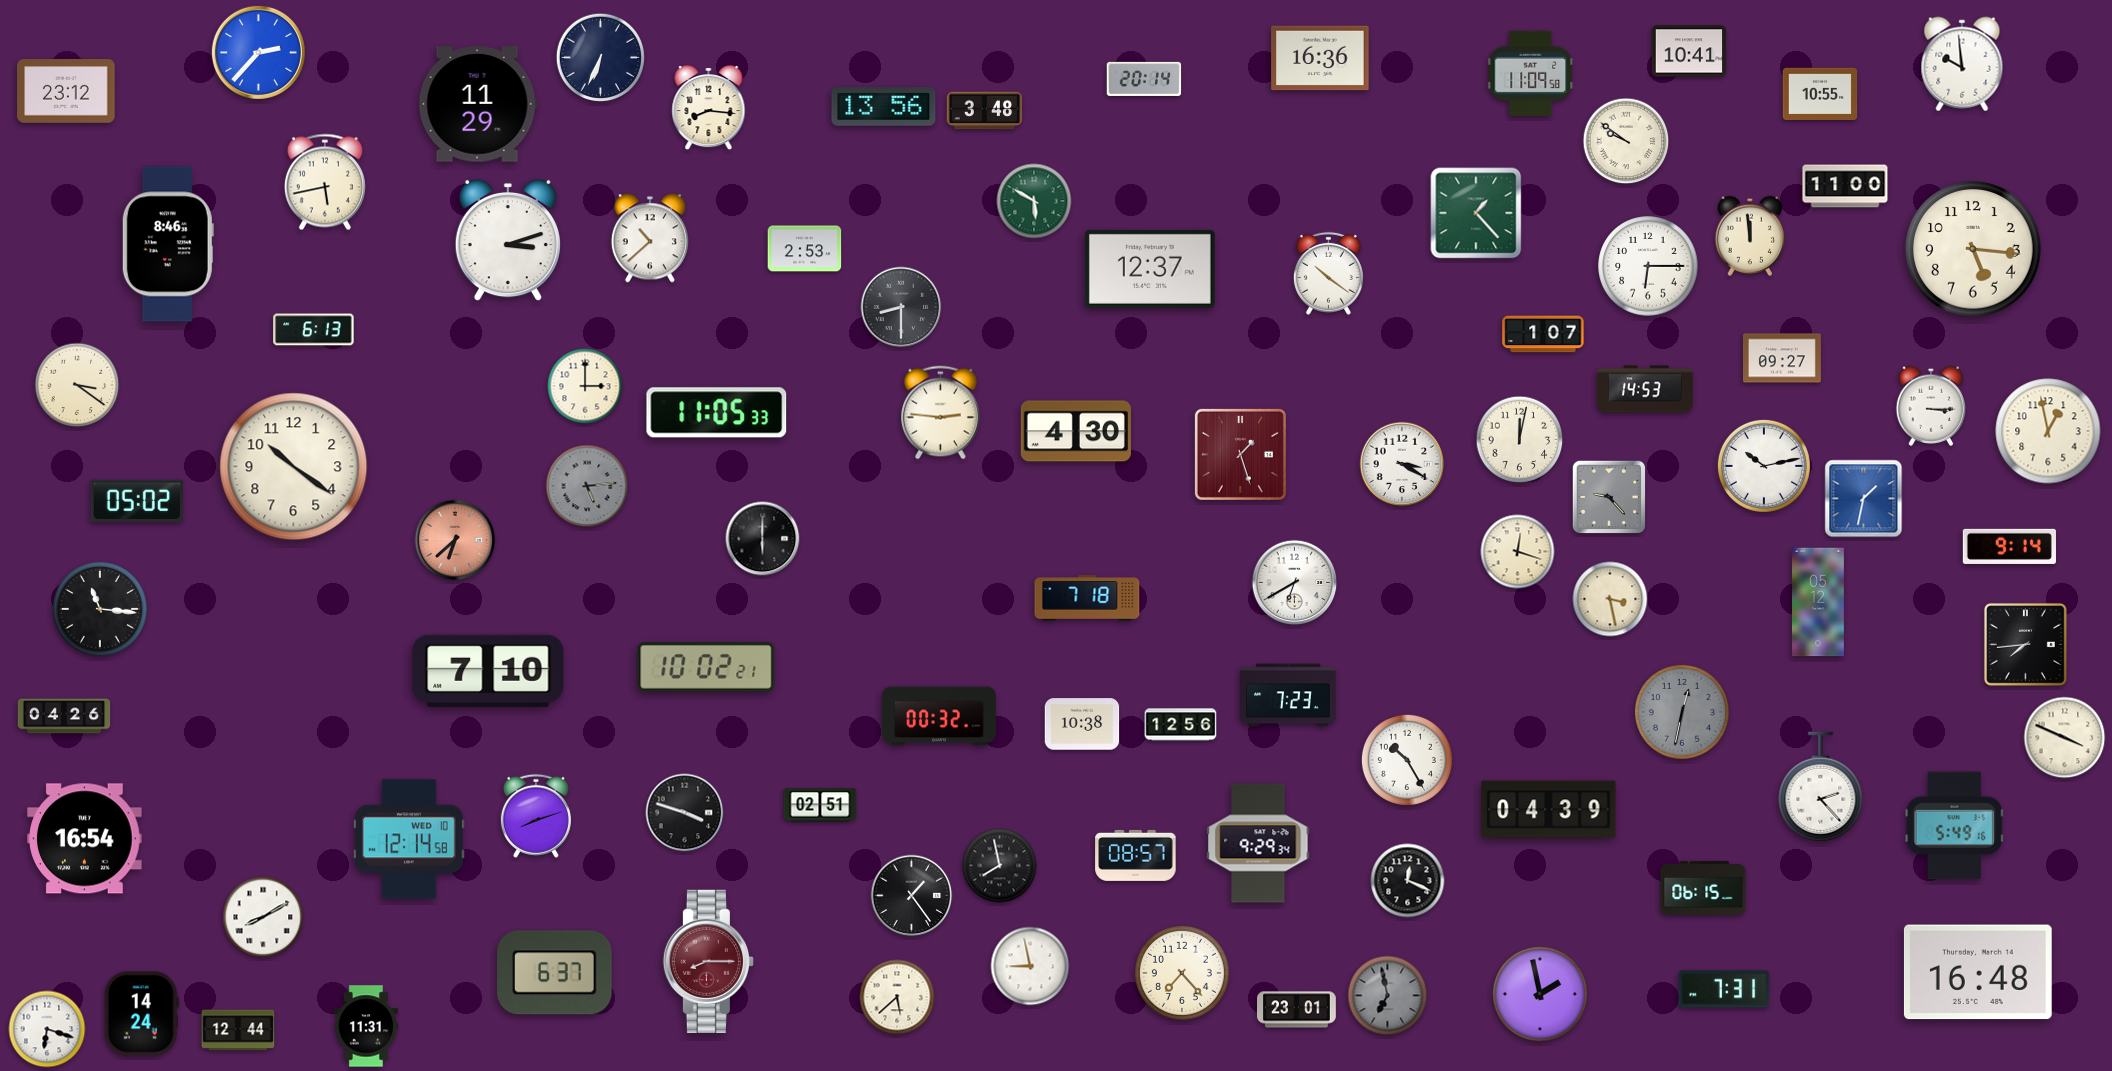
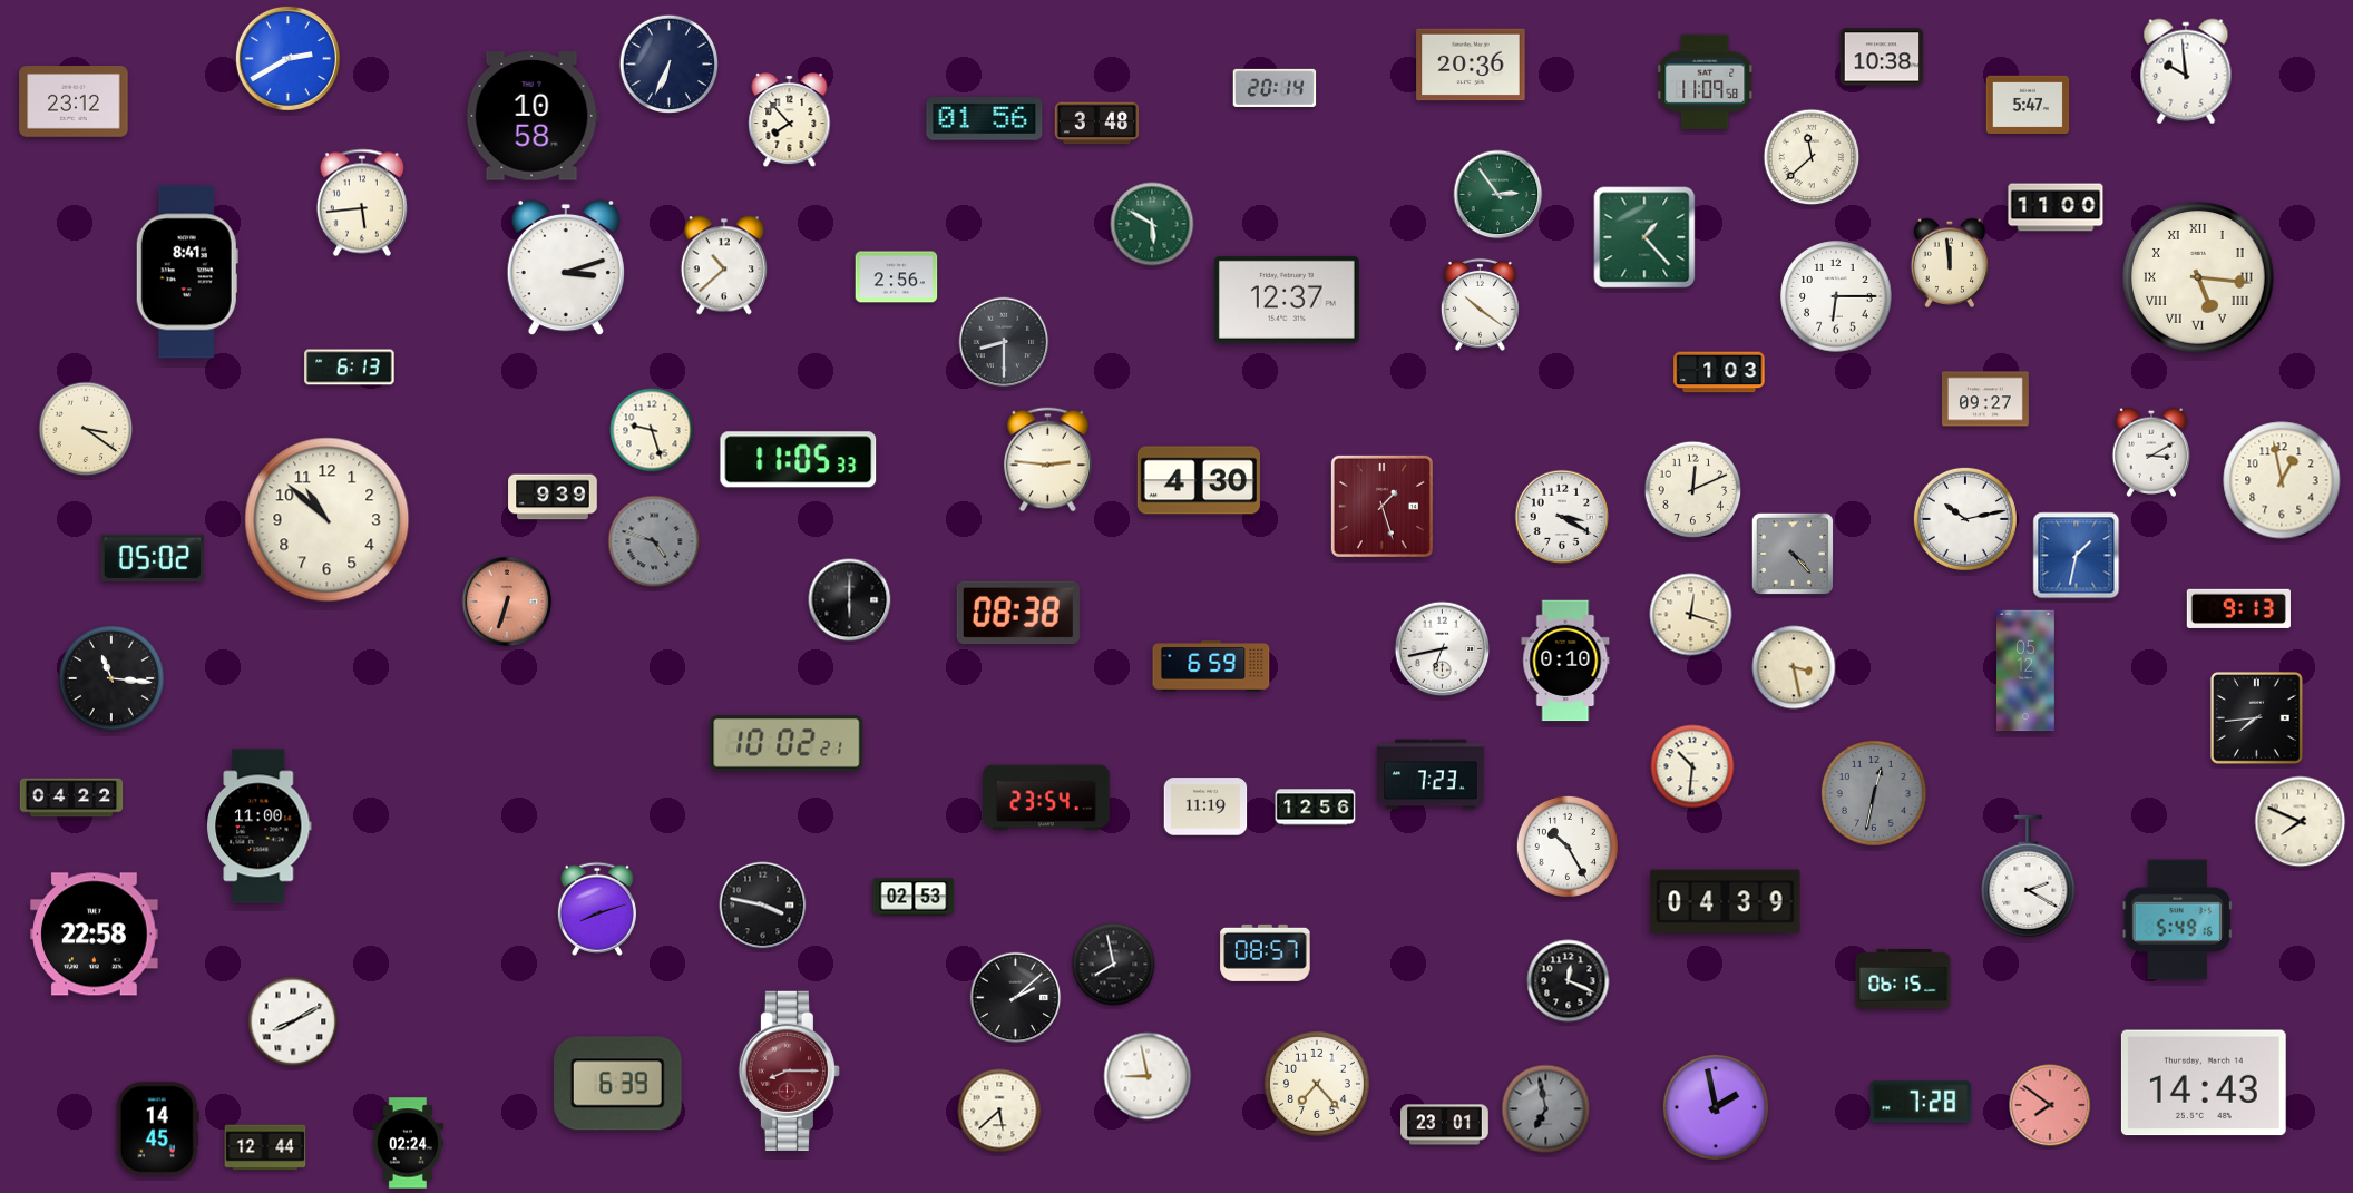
clock at (1689, 51): 10:41 -> 10:38
clock at (258, 52): 2:37 -> 2:40
clock at (1320, 58): 16:36 -> 20:36
clock at (1820, 94): 10:55 -> 5:47
clock at (478, 104): 11:29 -> 10:58
clock at (884, 107): 13:56 -> 01:56
clock at (709, 108): 8:16 -> 7:53
clock at (1626, 141): 9:51 -> 11:38
clock at (1498, 195): none -> 2:54
clock at (325, 182): 5:43 -> 5:44
clock at (168, 244): 8:46 -> 8:41
clock at (805, 249): 2:53 -> 2:56
clock at (1973, 249) numerals: Arabic -> Roman
clock at (1150, 269) position: (1150, 269) -> (1287, 300)
clock at (1543, 334): 1:07 -> 1:03
clock at (585, 386): 3:00 -> 9:27
clock at (1646, 389): 14:53 -> none
clock at (1931, 406): 3:15 -> 3:10
clock at (1520, 440): 12:02 -> 12:11
clock at (553, 497): none -> 9:39
clock at (294, 467): 10:21 -> 10:52
clock at (587, 486): 5:14 -> 4:48
clock at (1608, 496): 9:23 -> 4:23
clock at (455, 540): 6:38 -> 6:33
clock at (2009, 546): 9:14 -> 9:13
clock at (1018, 613): none -> 08:38
clock at (1295, 583): 6:40 -> 6:43
clock at (1565, 661): none -> 0:10
clock at (1087, 598): 7:18 -> 6:59
clock at (488, 671): 7:10 -> none
clock at (1692, 766): none -> 10:31
clock at (1289, 695) position: (1289, 695) -> (1432, 774)
clock at (64, 716): 04:26 -> 04:22
clock at (939, 716): 00:32 -> 23:54
clock at (1082, 724): 10:38 -> 11:19
clock at (2065, 738): 3:49 -> 7:49
clock at (260, 827): none -> 11:00
clock at (1821, 787): 2:23 -> 2:20
clock at (820, 805): 02:51 -> 02:53
clock at (685, 813): 3:48 -> 3:47
clock at (85, 839): 16:54 -> 22:58
clock at (410, 839): 12:14 -> none
clock at (1258, 843): 9:29 -> none
clock at (1703, 888) position: (1703, 888) -> (1903, 979)
clock at (912, 896): 1:24 -> 2:08
clock at (1978, 972): 16:48 -> 14:43
clock at (555, 973): 6:37 -> 6:39
clock at (1724, 989): 7:31 -> 7:28
clock at (2050, 1105): none -> 7:51
clock at (141, 1014): 14:24 -> 14:45
clock at (366, 1026): 11:31 -> 02:24
clock at (47, 1029): 6:18 -> none
